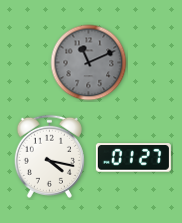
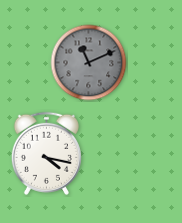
clock at (49, 156) position: (49, 156) -> (46, 153)
clock at (133, 158): 01:27 -> none
